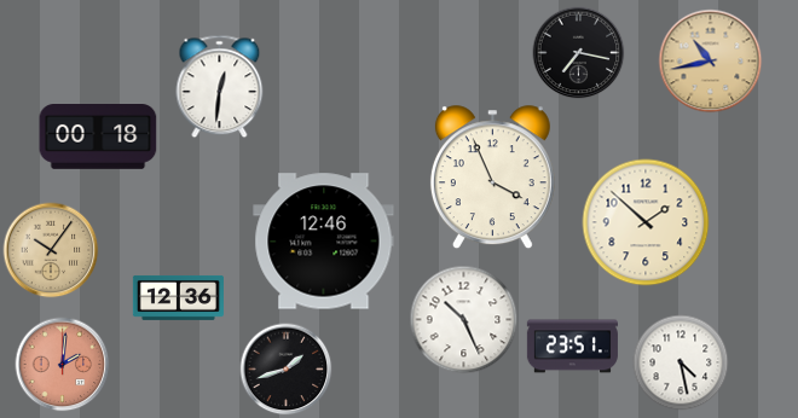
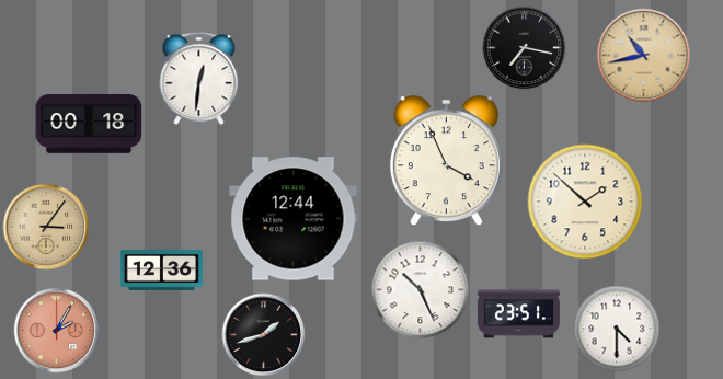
clock at (324, 242): 12:46 -> 12:44
clock at (51, 250): 10:06 -> 3:06
clock at (681, 362): 4:28 -> 4:30
clock at (63, 365): 2:01 -> 2:05
clock at (287, 370) position: (287, 370) -> (264, 335)
